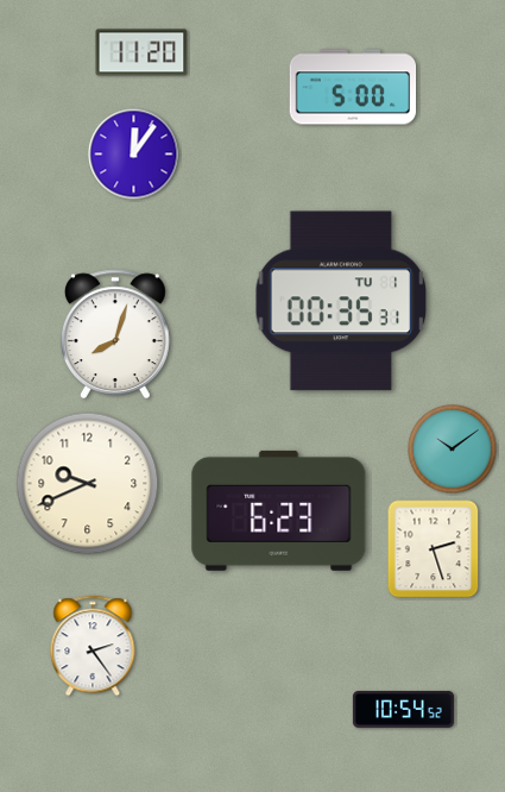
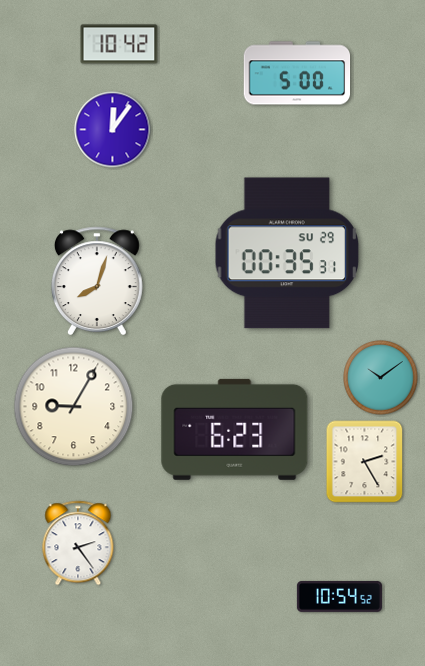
clock at (141, 52): 11:20 -> 10:42
clock at (341, 301) date: TU 1 -> SU 29
clock at (88, 484): 9:41 -> 9:05
clock at (434, 549): 2:27 -> 2:25
